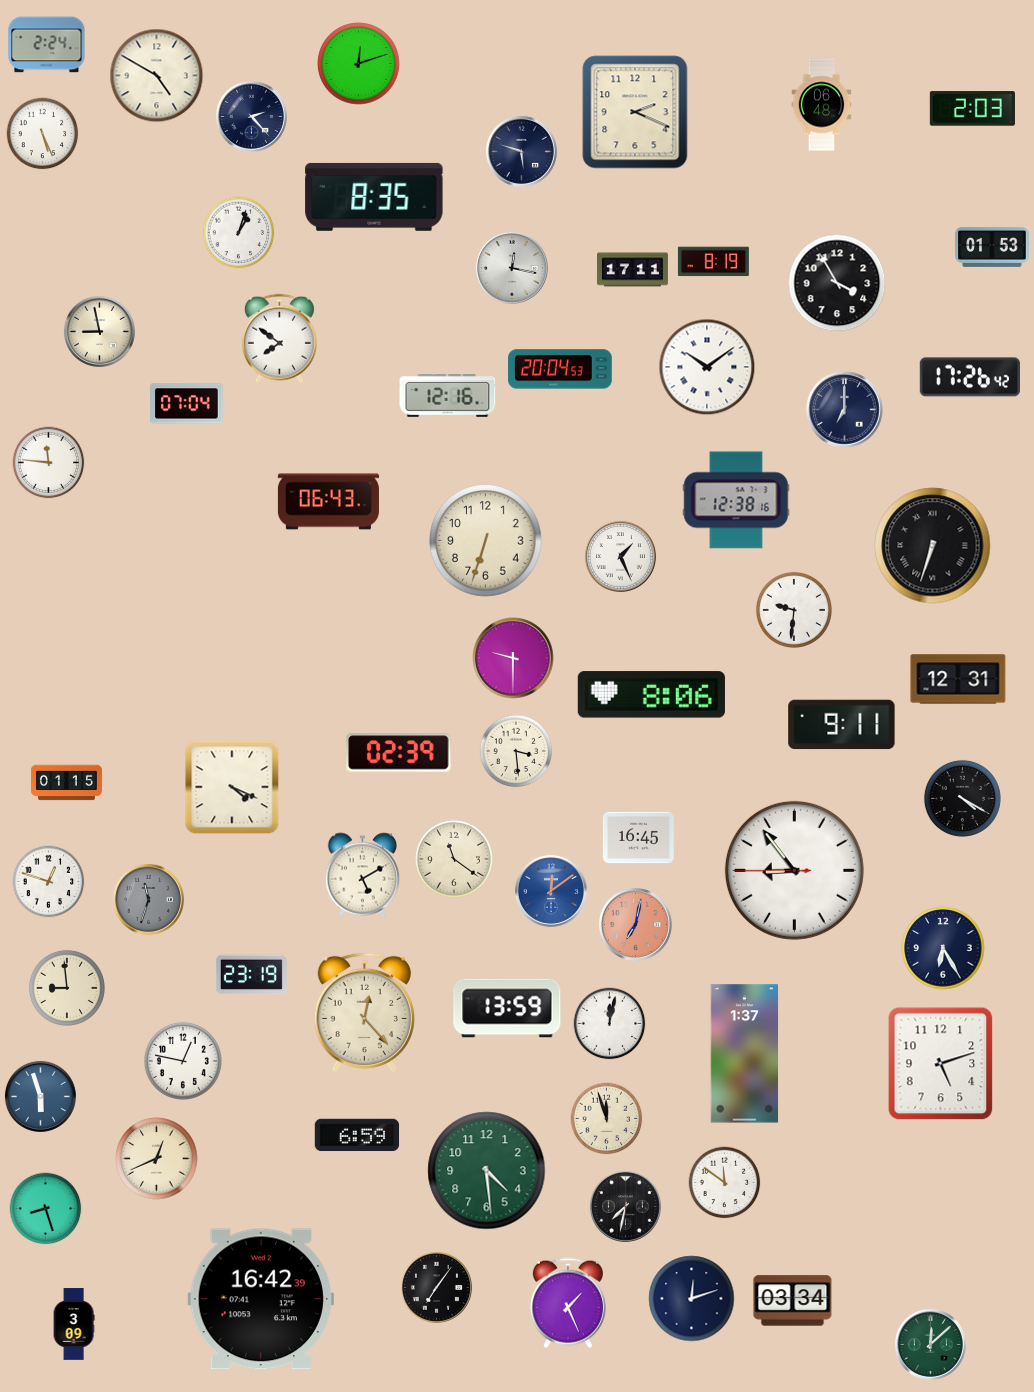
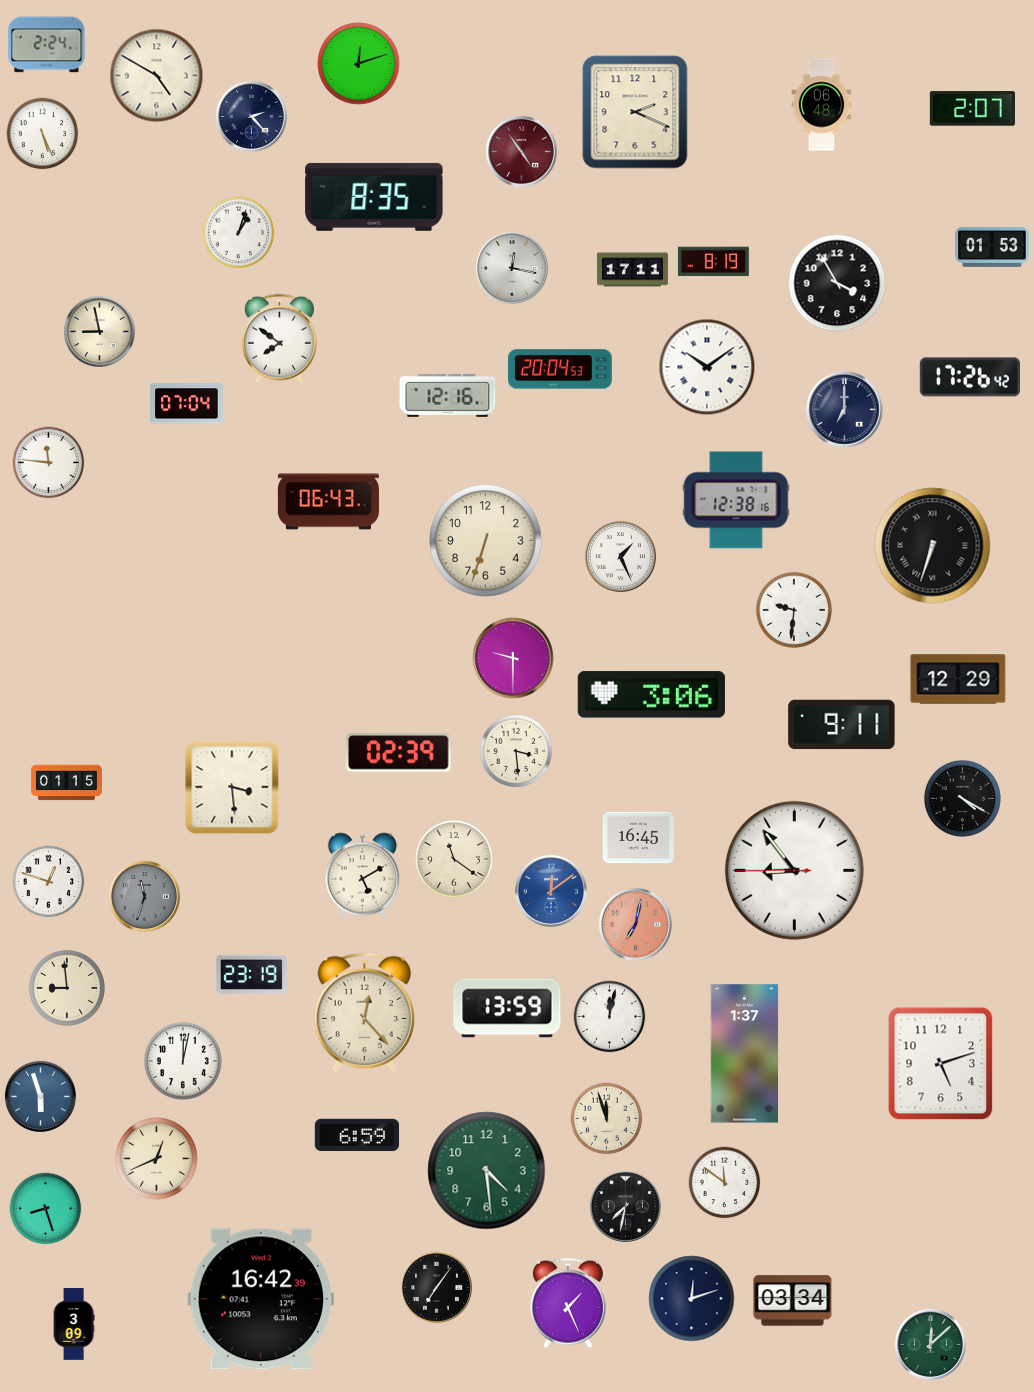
clock at (972, 109): 2:03 -> 2:07
clock at (521, 151): 5:48 -> 4:54
clock at (521, 151) dial: navy -> burgundy
clock at (958, 679): 12:31 -> 12:29
clock at (651, 695): 8:06 -> 3:06
clock at (232, 787): 4:19 -> 3:29
clock at (148, 899) position: (148, 899) -> (144, 896)
clock at (943, 948): 6:25 -> none
clock at (610, 1024) position: (610, 1024) -> (610, 1017)
clock at (183, 1061): 12:47 -> 12:02
